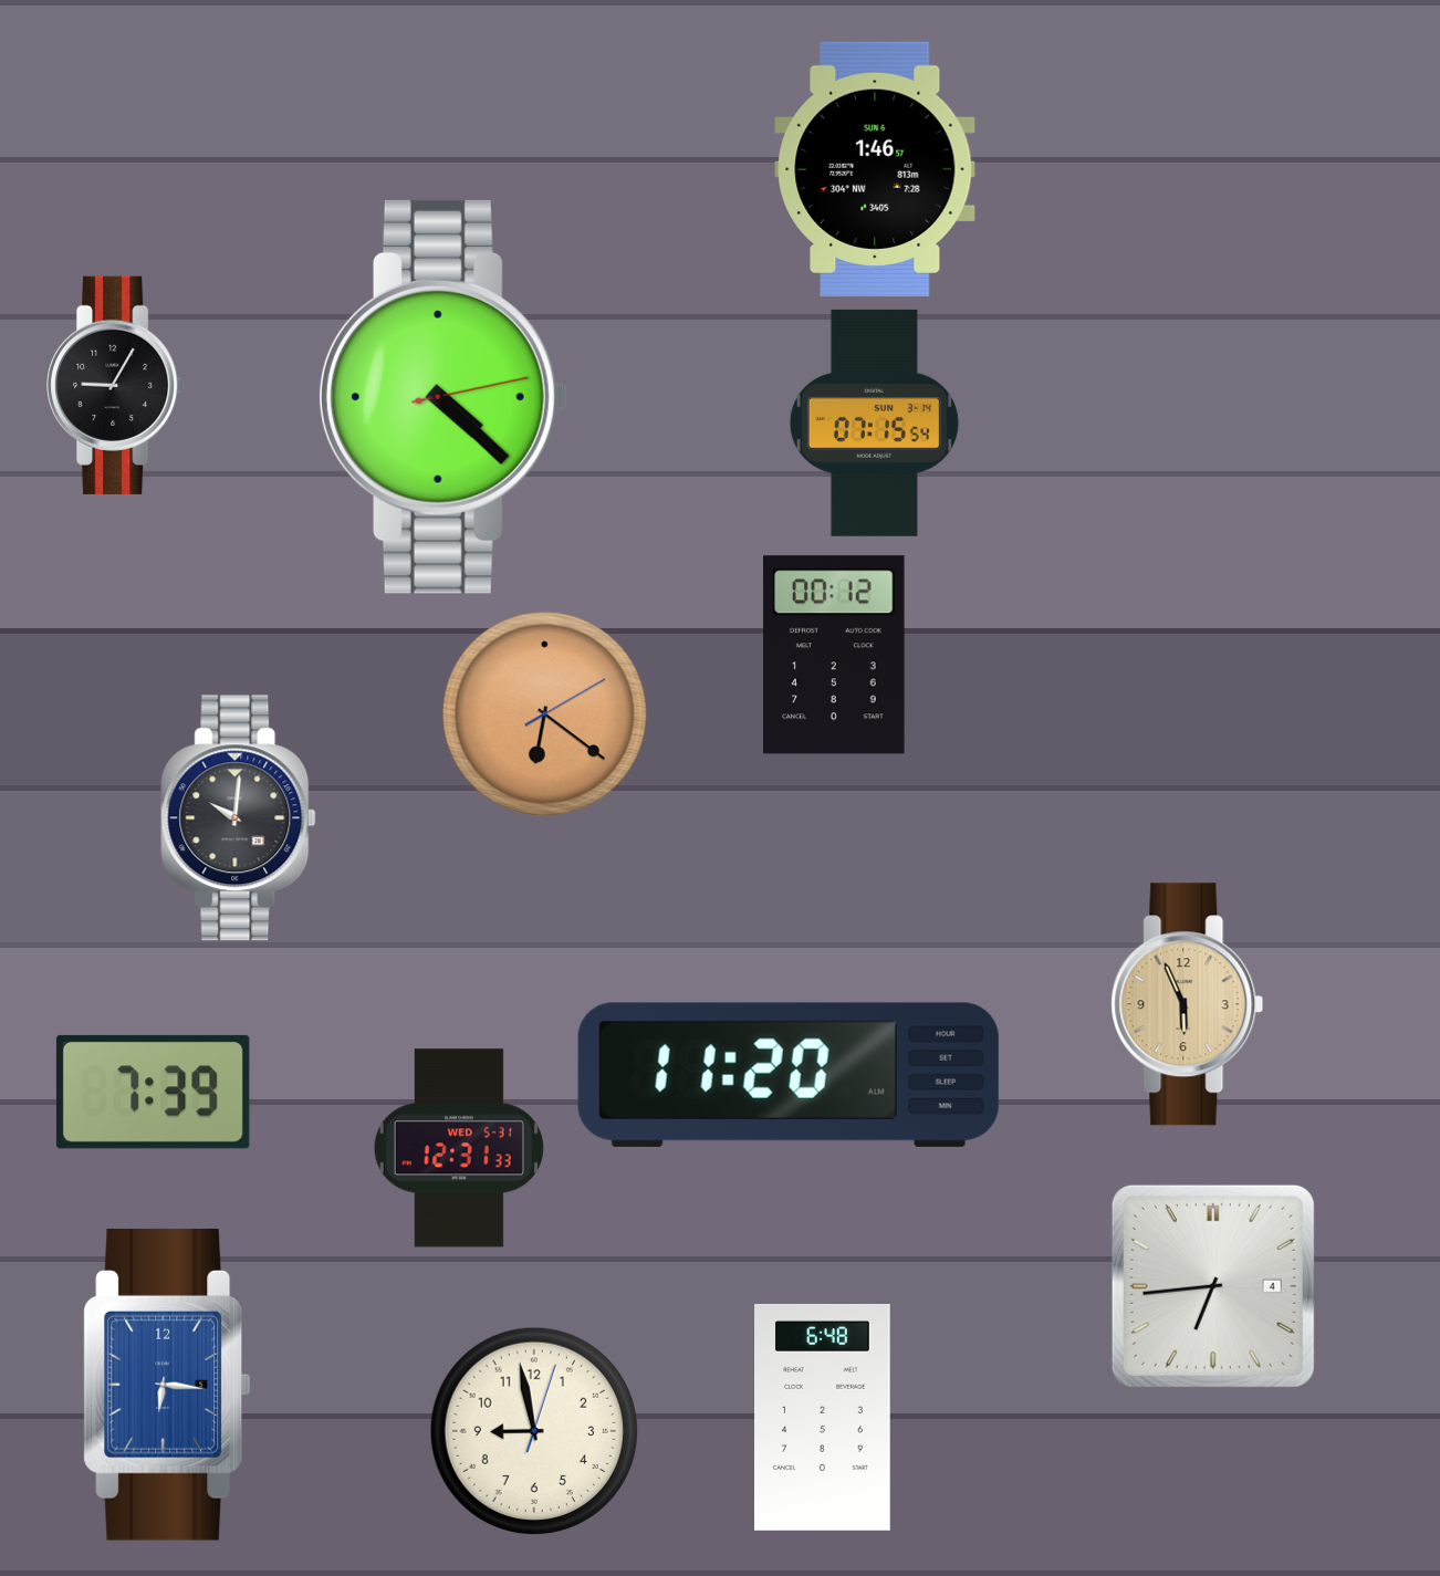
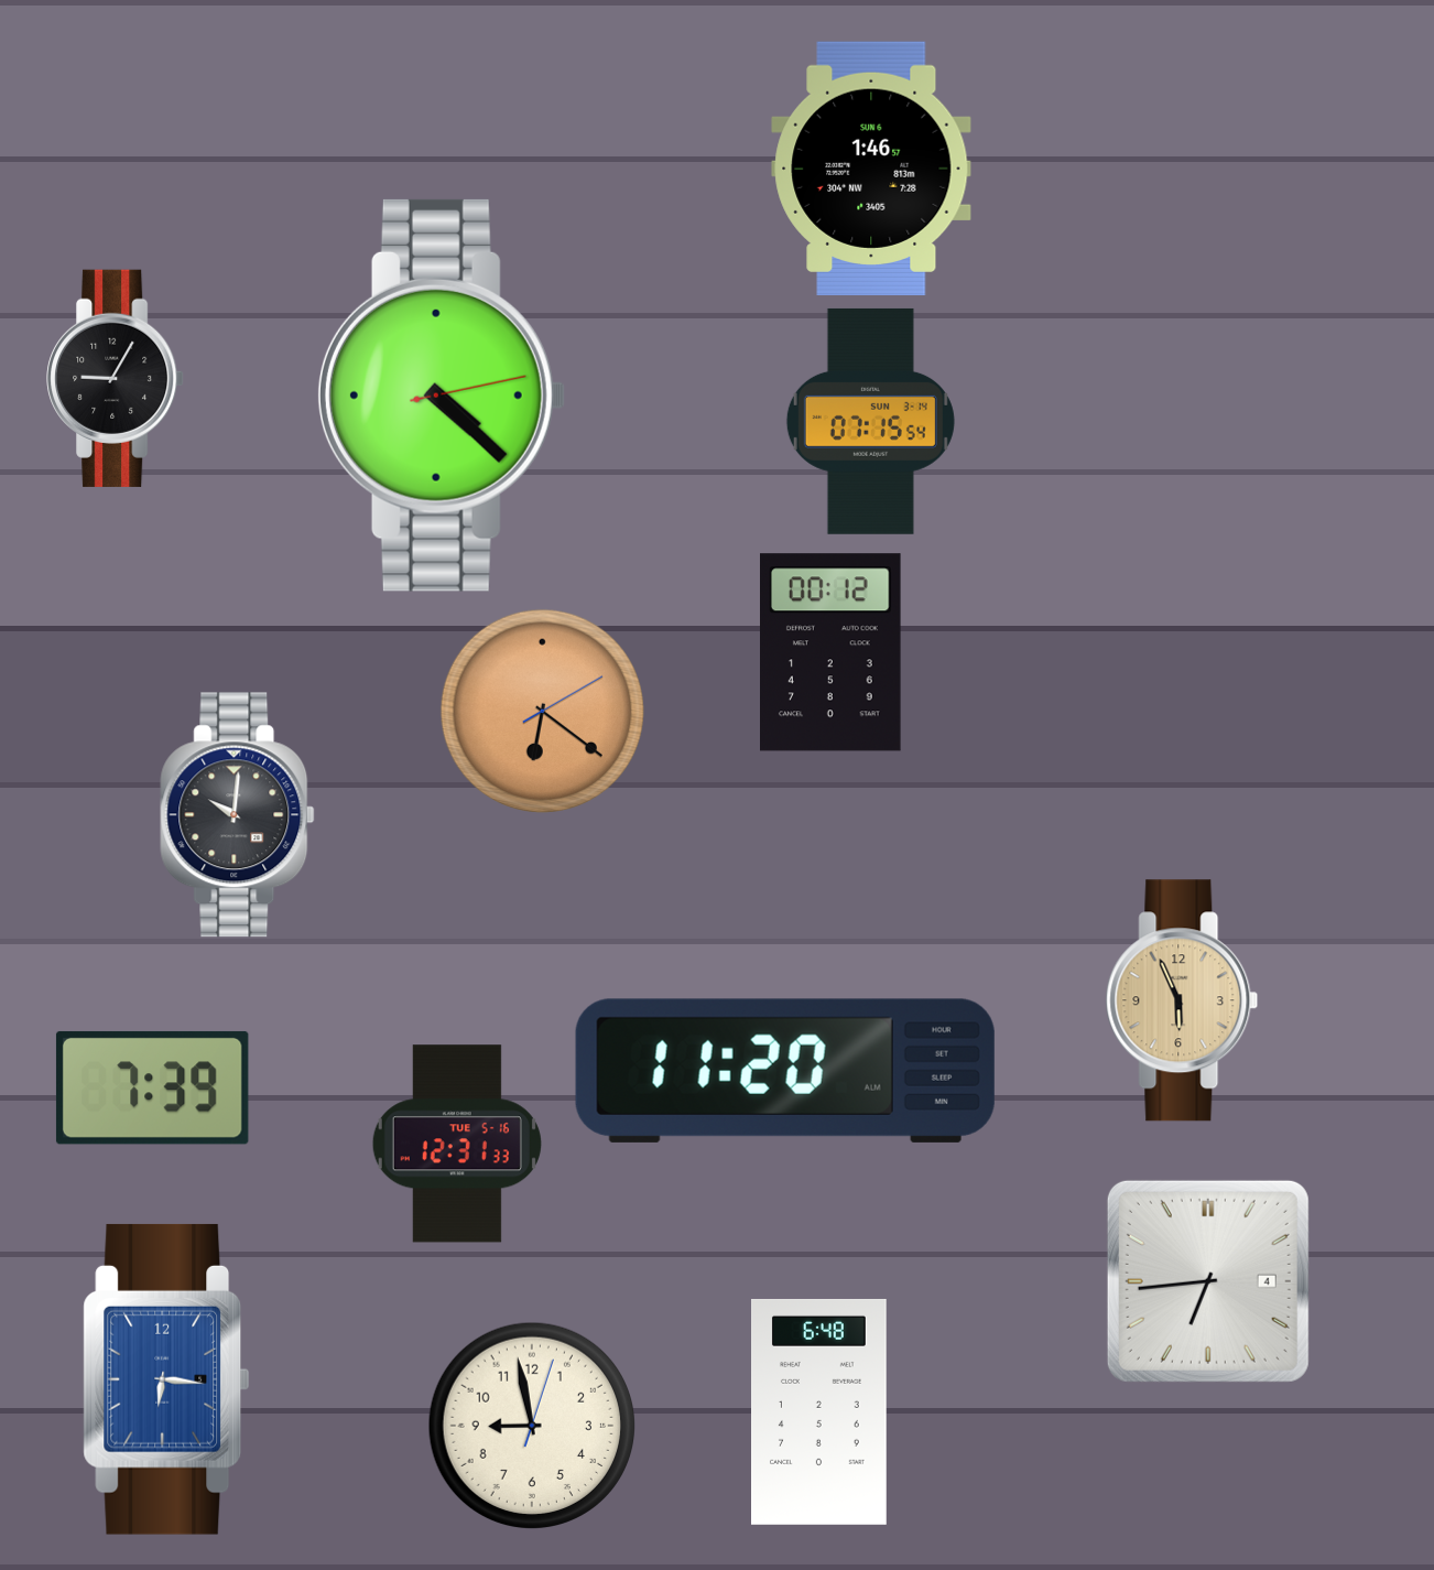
clock at (116, 385) position: (116, 385) -> (116, 378)
clock at (459, 1148) date: WED 5-31 -> TUE 5-16
